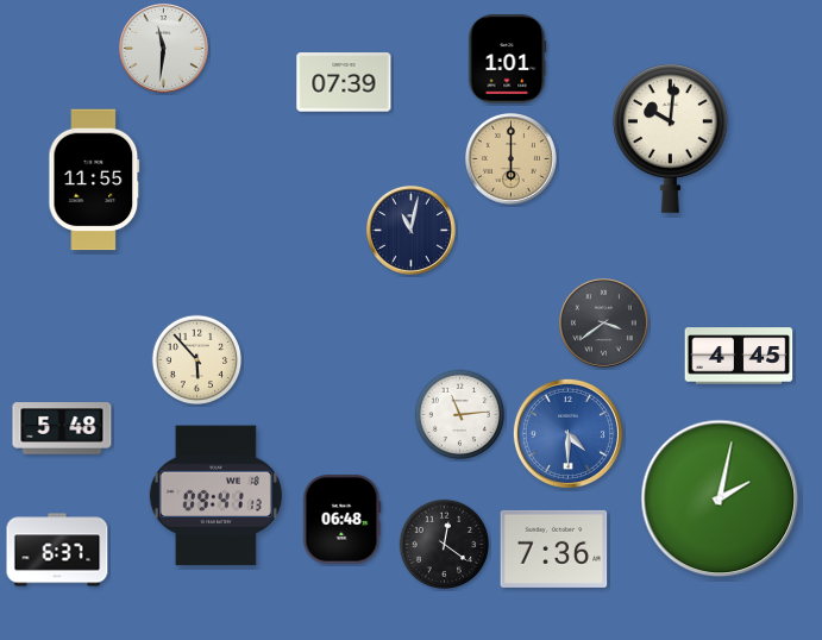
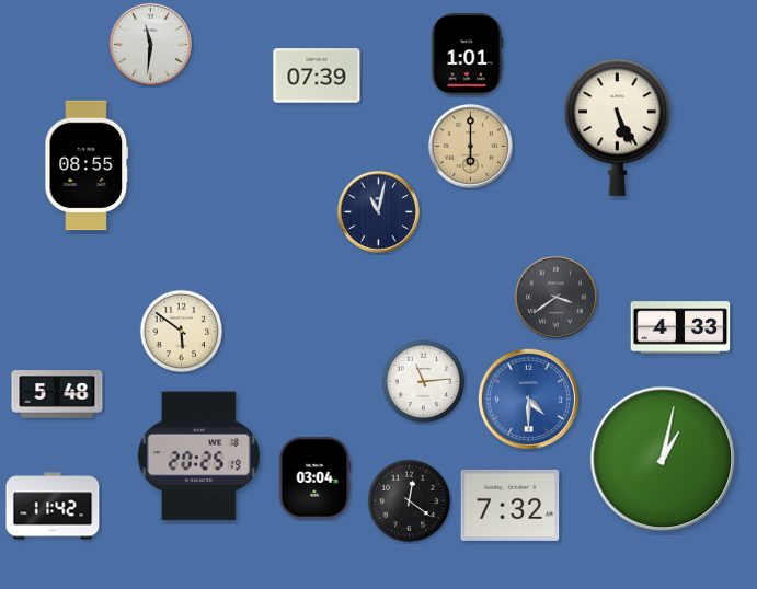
clock at (671, 138): 10:01 -> 5:26
clock at (94, 180): 11:55 -> 08:55
clock at (739, 356): 4:45 -> 4:33
clock at (197, 360): 5:53 -> 5:51
clock at (567, 433) position: (567, 433) -> (528, 399)
clock at (215, 496): 09:41 -> 20:25
clock at (720, 498): 2:02 -> 1:02
clock at (343, 520): 06:48 -> 03:04
clock at (554, 548): 7:36 -> 7:32
clock at (57, 550): 6:37 -> 11:42
